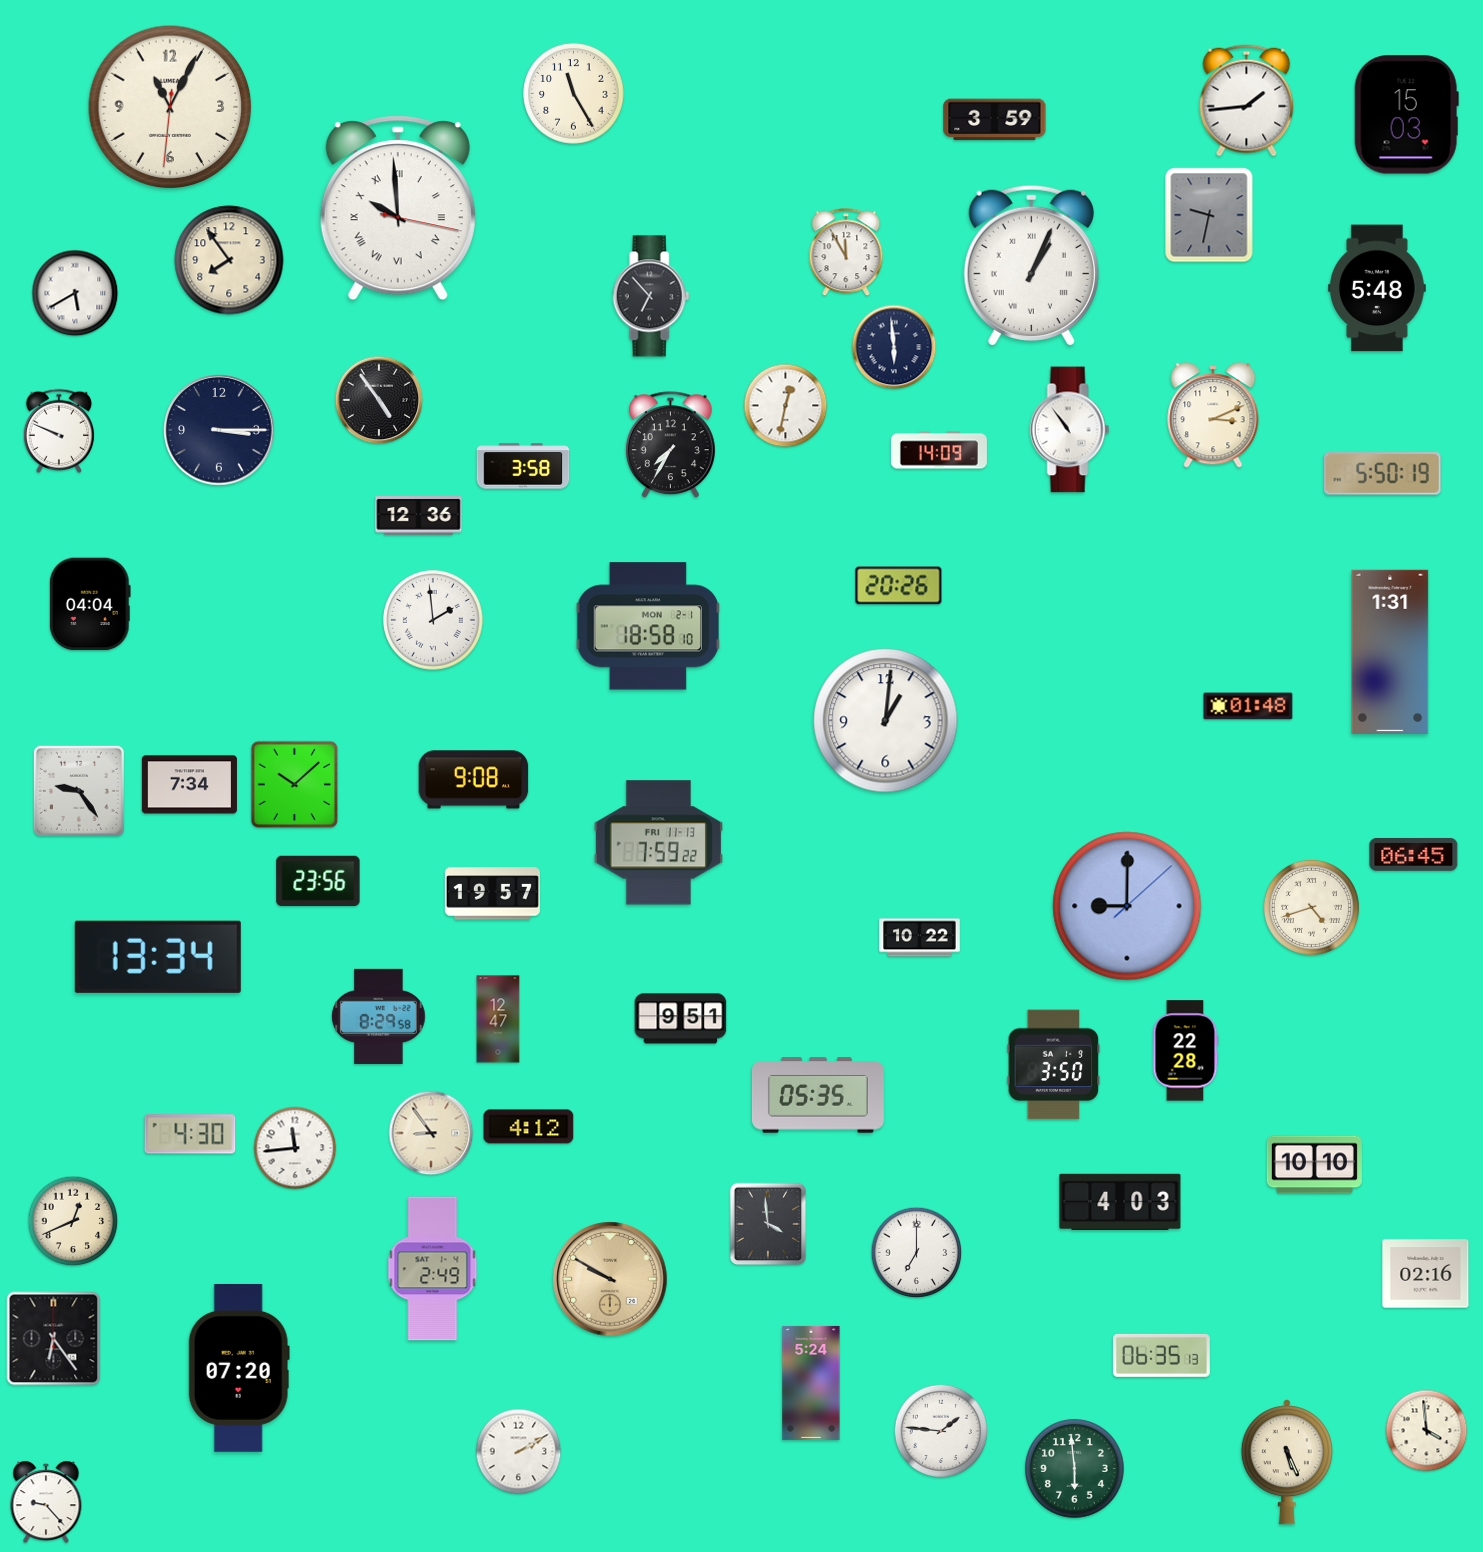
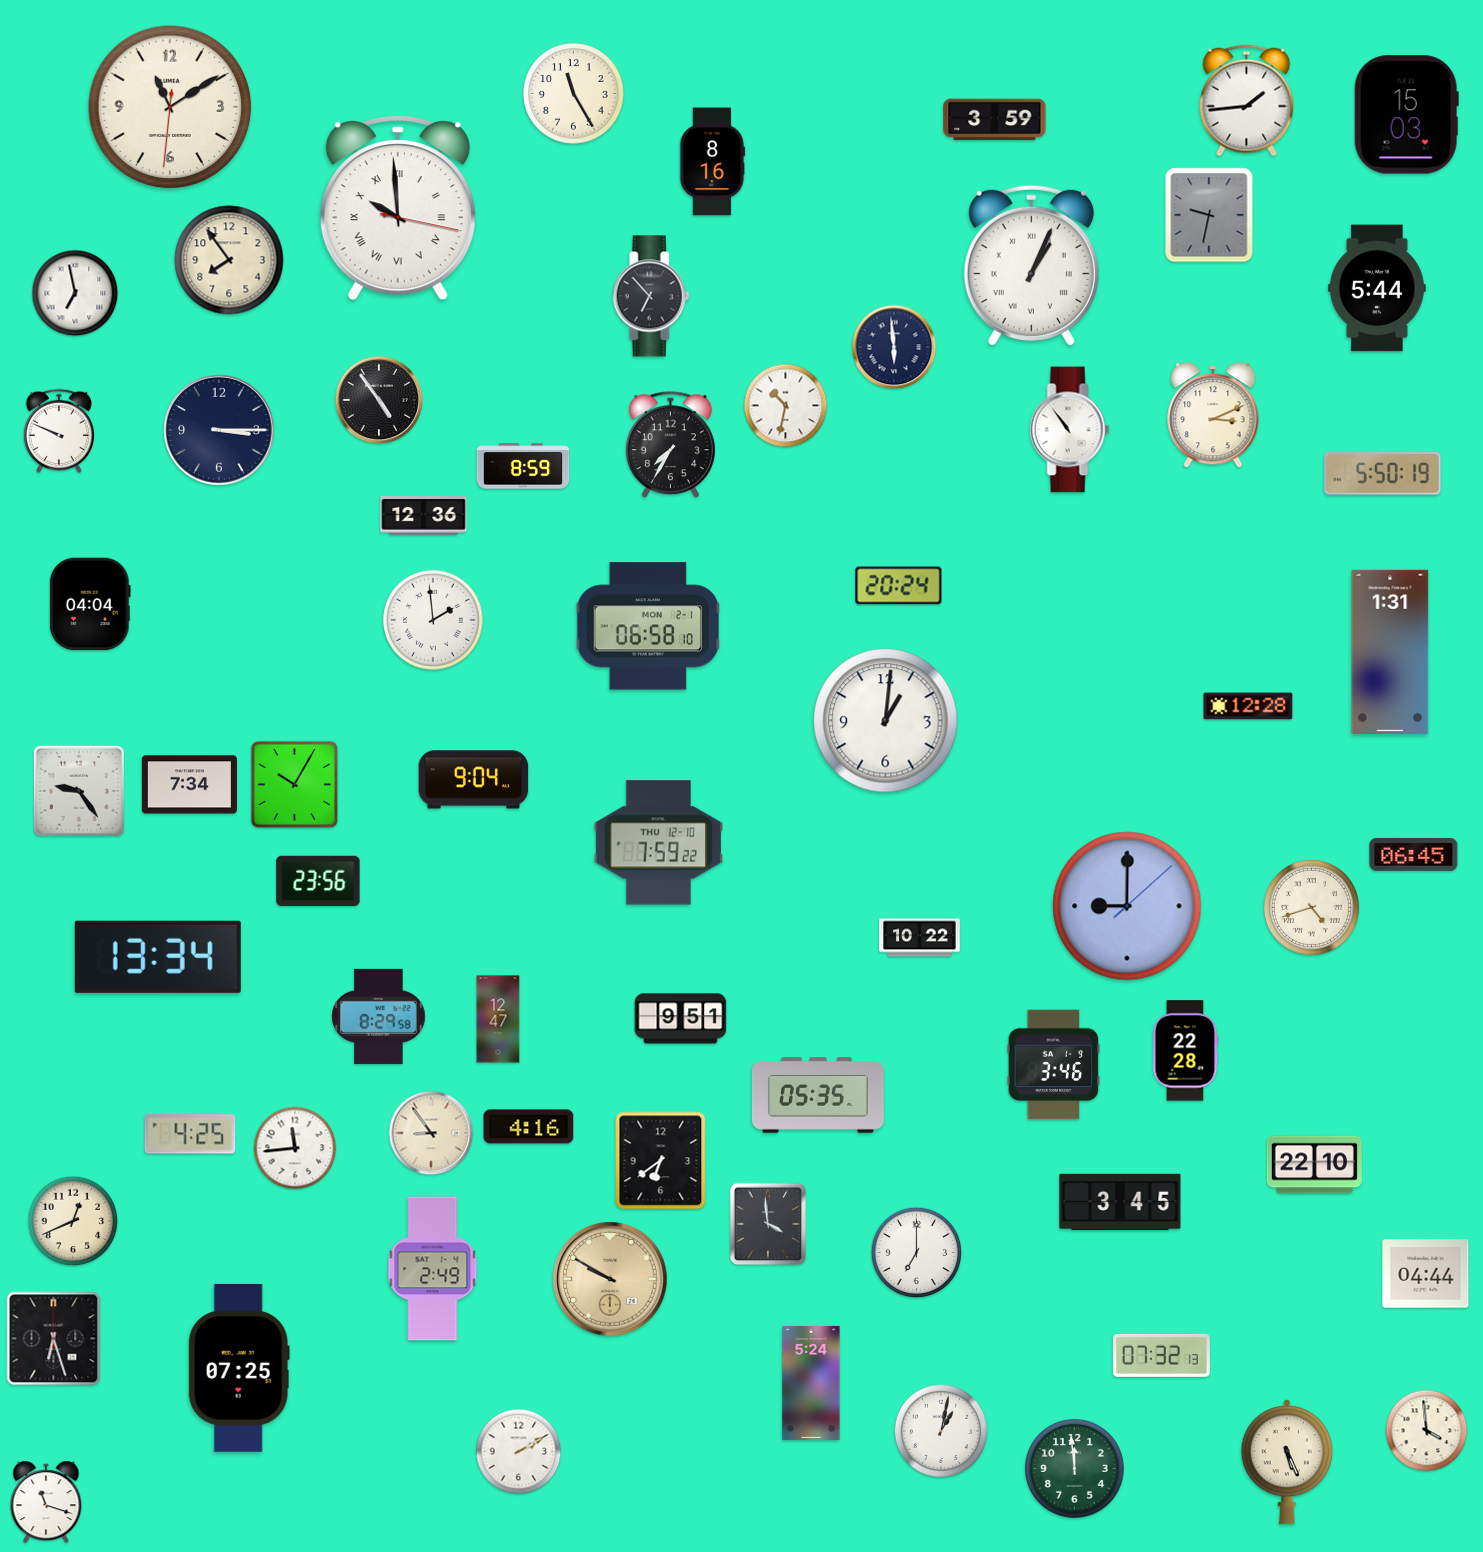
clock at (170, 107): 11:04 -> 11:09
clock at (713, 162): none -> 8:16
clock at (846, 253): 11:55 -> none
clock at (1377, 288): 5:48 -> 5:44
clock at (75, 293): 5:40 -> 6:58
clock at (786, 406): 12:32 -> 10:32
clock at (939, 450): 14:09 -> none
clock at (523, 466): 3:58 -> 8:59
clock at (419, 516) position: (419, 516) -> (424, 516)
clock at (899, 586): 20:26 -> 20:24
clock at (647, 626): 18:58 -> 06:58
clock at (1248, 706): 01:48 -> 12:28
clock at (474, 780): 9:08 -> 9:04
clock at (295, 785): 10:08 -> 10:05
clock at (658, 843) date: FRI 11-13 -> THU 12-10
clock at (492, 894): 19:57 -> none
clock at (1054, 1065): 3:50 -> 3:46
clock at (529, 1127): 4:12 -> 4:16
clock at (190, 1134): 4:30 -> 4:25
clock at (661, 1161): none -> 6:39
clock at (1314, 1165): 10:10 -> 22:10
clock at (1120, 1201): 4:03 -> 3:45
clock at (1426, 1274): 02:16 -> 04:44
clock at (54, 1339): 6:24 -> 6:27
clock at (1161, 1355): 06:35 -> 07:32
clock at (239, 1368): 07:20 -> 07:25
clock at (941, 1431): 1:46 -> 1:02
clock at (1074, 1468): 5:59 -> 11:59
clock at (46, 1502): 9:23 -> 11:18
